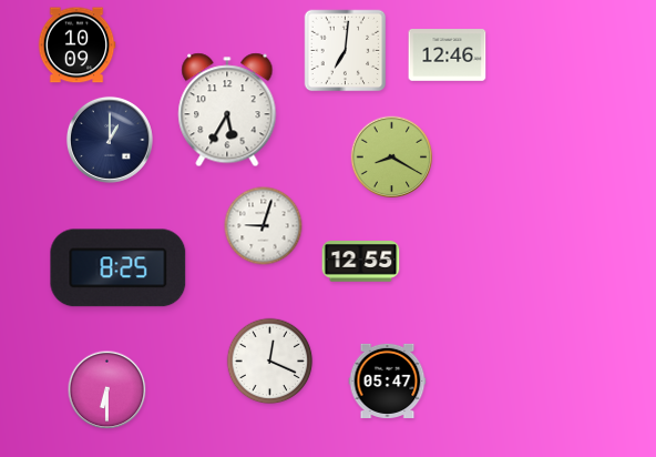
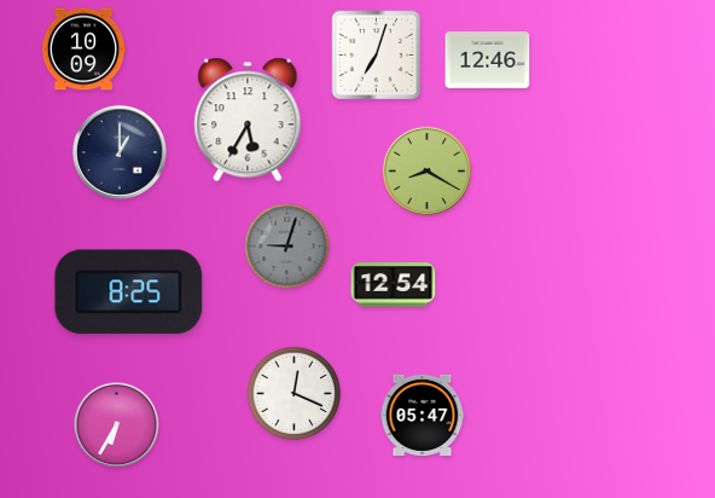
clock at (346, 51): 7:01 -> 7:03
clock at (264, 226) dial: white -> grey
clock at (361, 262): 12:55 -> 12:54
clock at (107, 390): 6:30 -> 6:35
